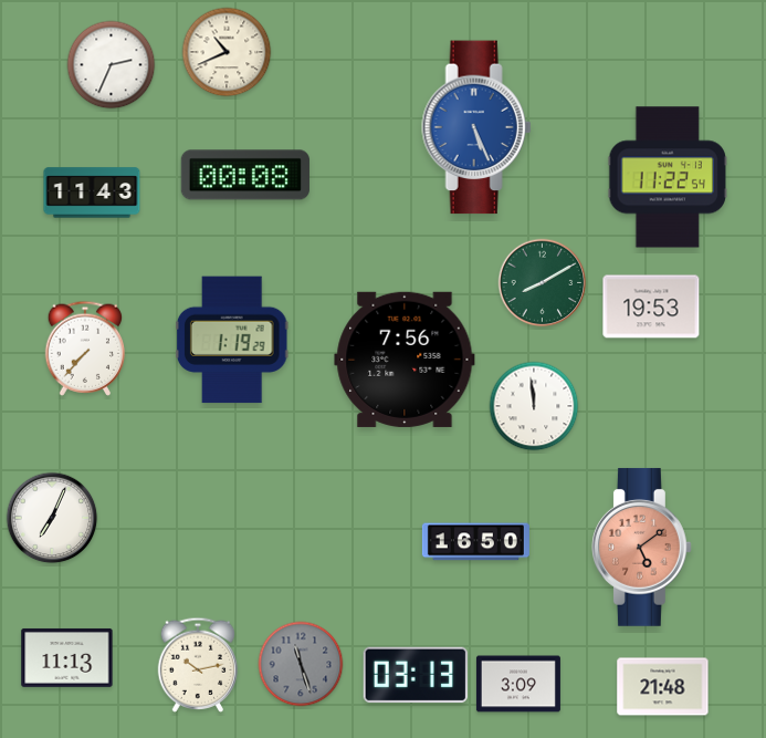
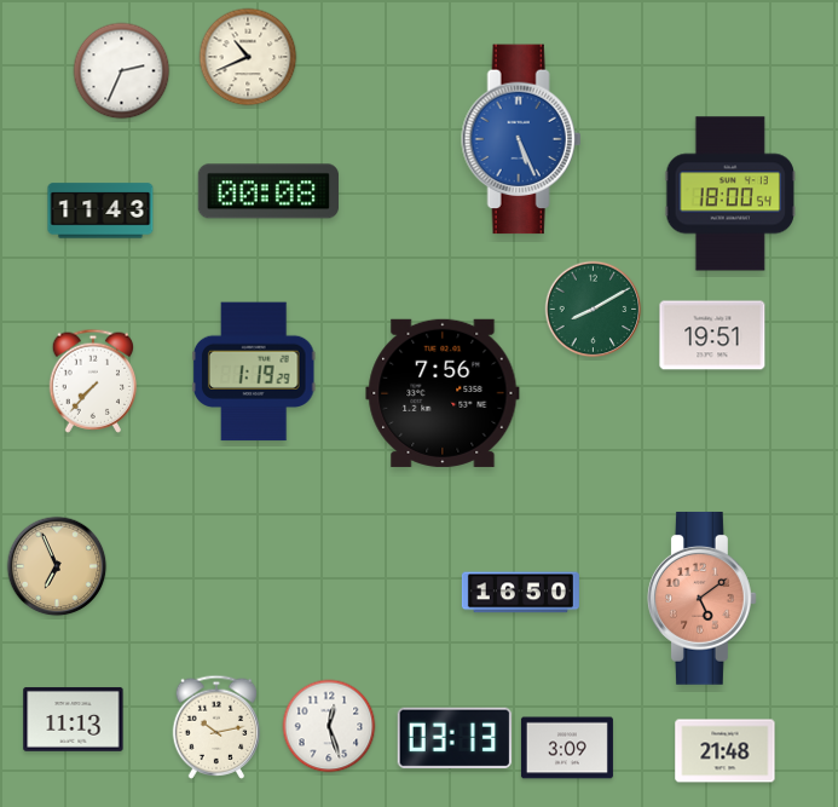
clock at (667, 177): 11:22 -> 18:00
clock at (651, 306): 19:53 -> 19:51
clock at (534, 406): 11:59 -> none
clock at (52, 518): 7:04 -> 6:56
clock at (52, 518) dial: white -> champagne
clock at (301, 664): 11:27 -> 12:27
clock at (301, 664) dial: grey -> white
